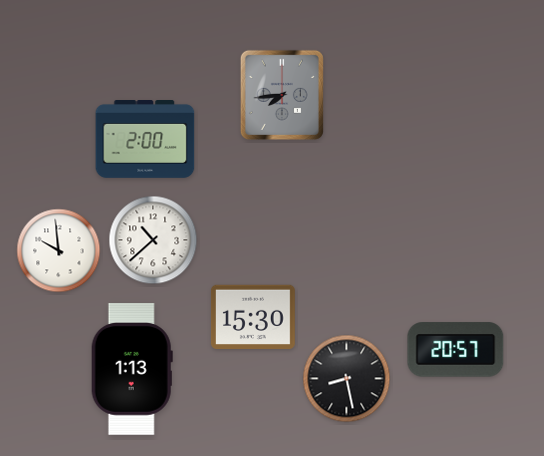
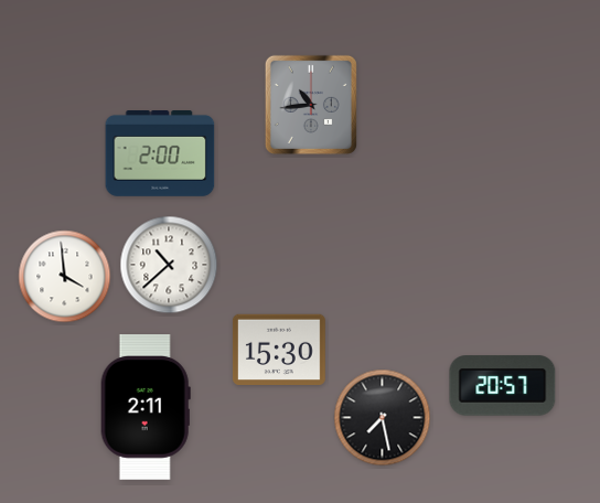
clock at (282, 95): 7:44 -> 10:44
clock at (59, 251): 9:59 -> 3:59
clock at (132, 370): 1:13 -> 2:11
clock at (347, 379): 8:28 -> 7:28
